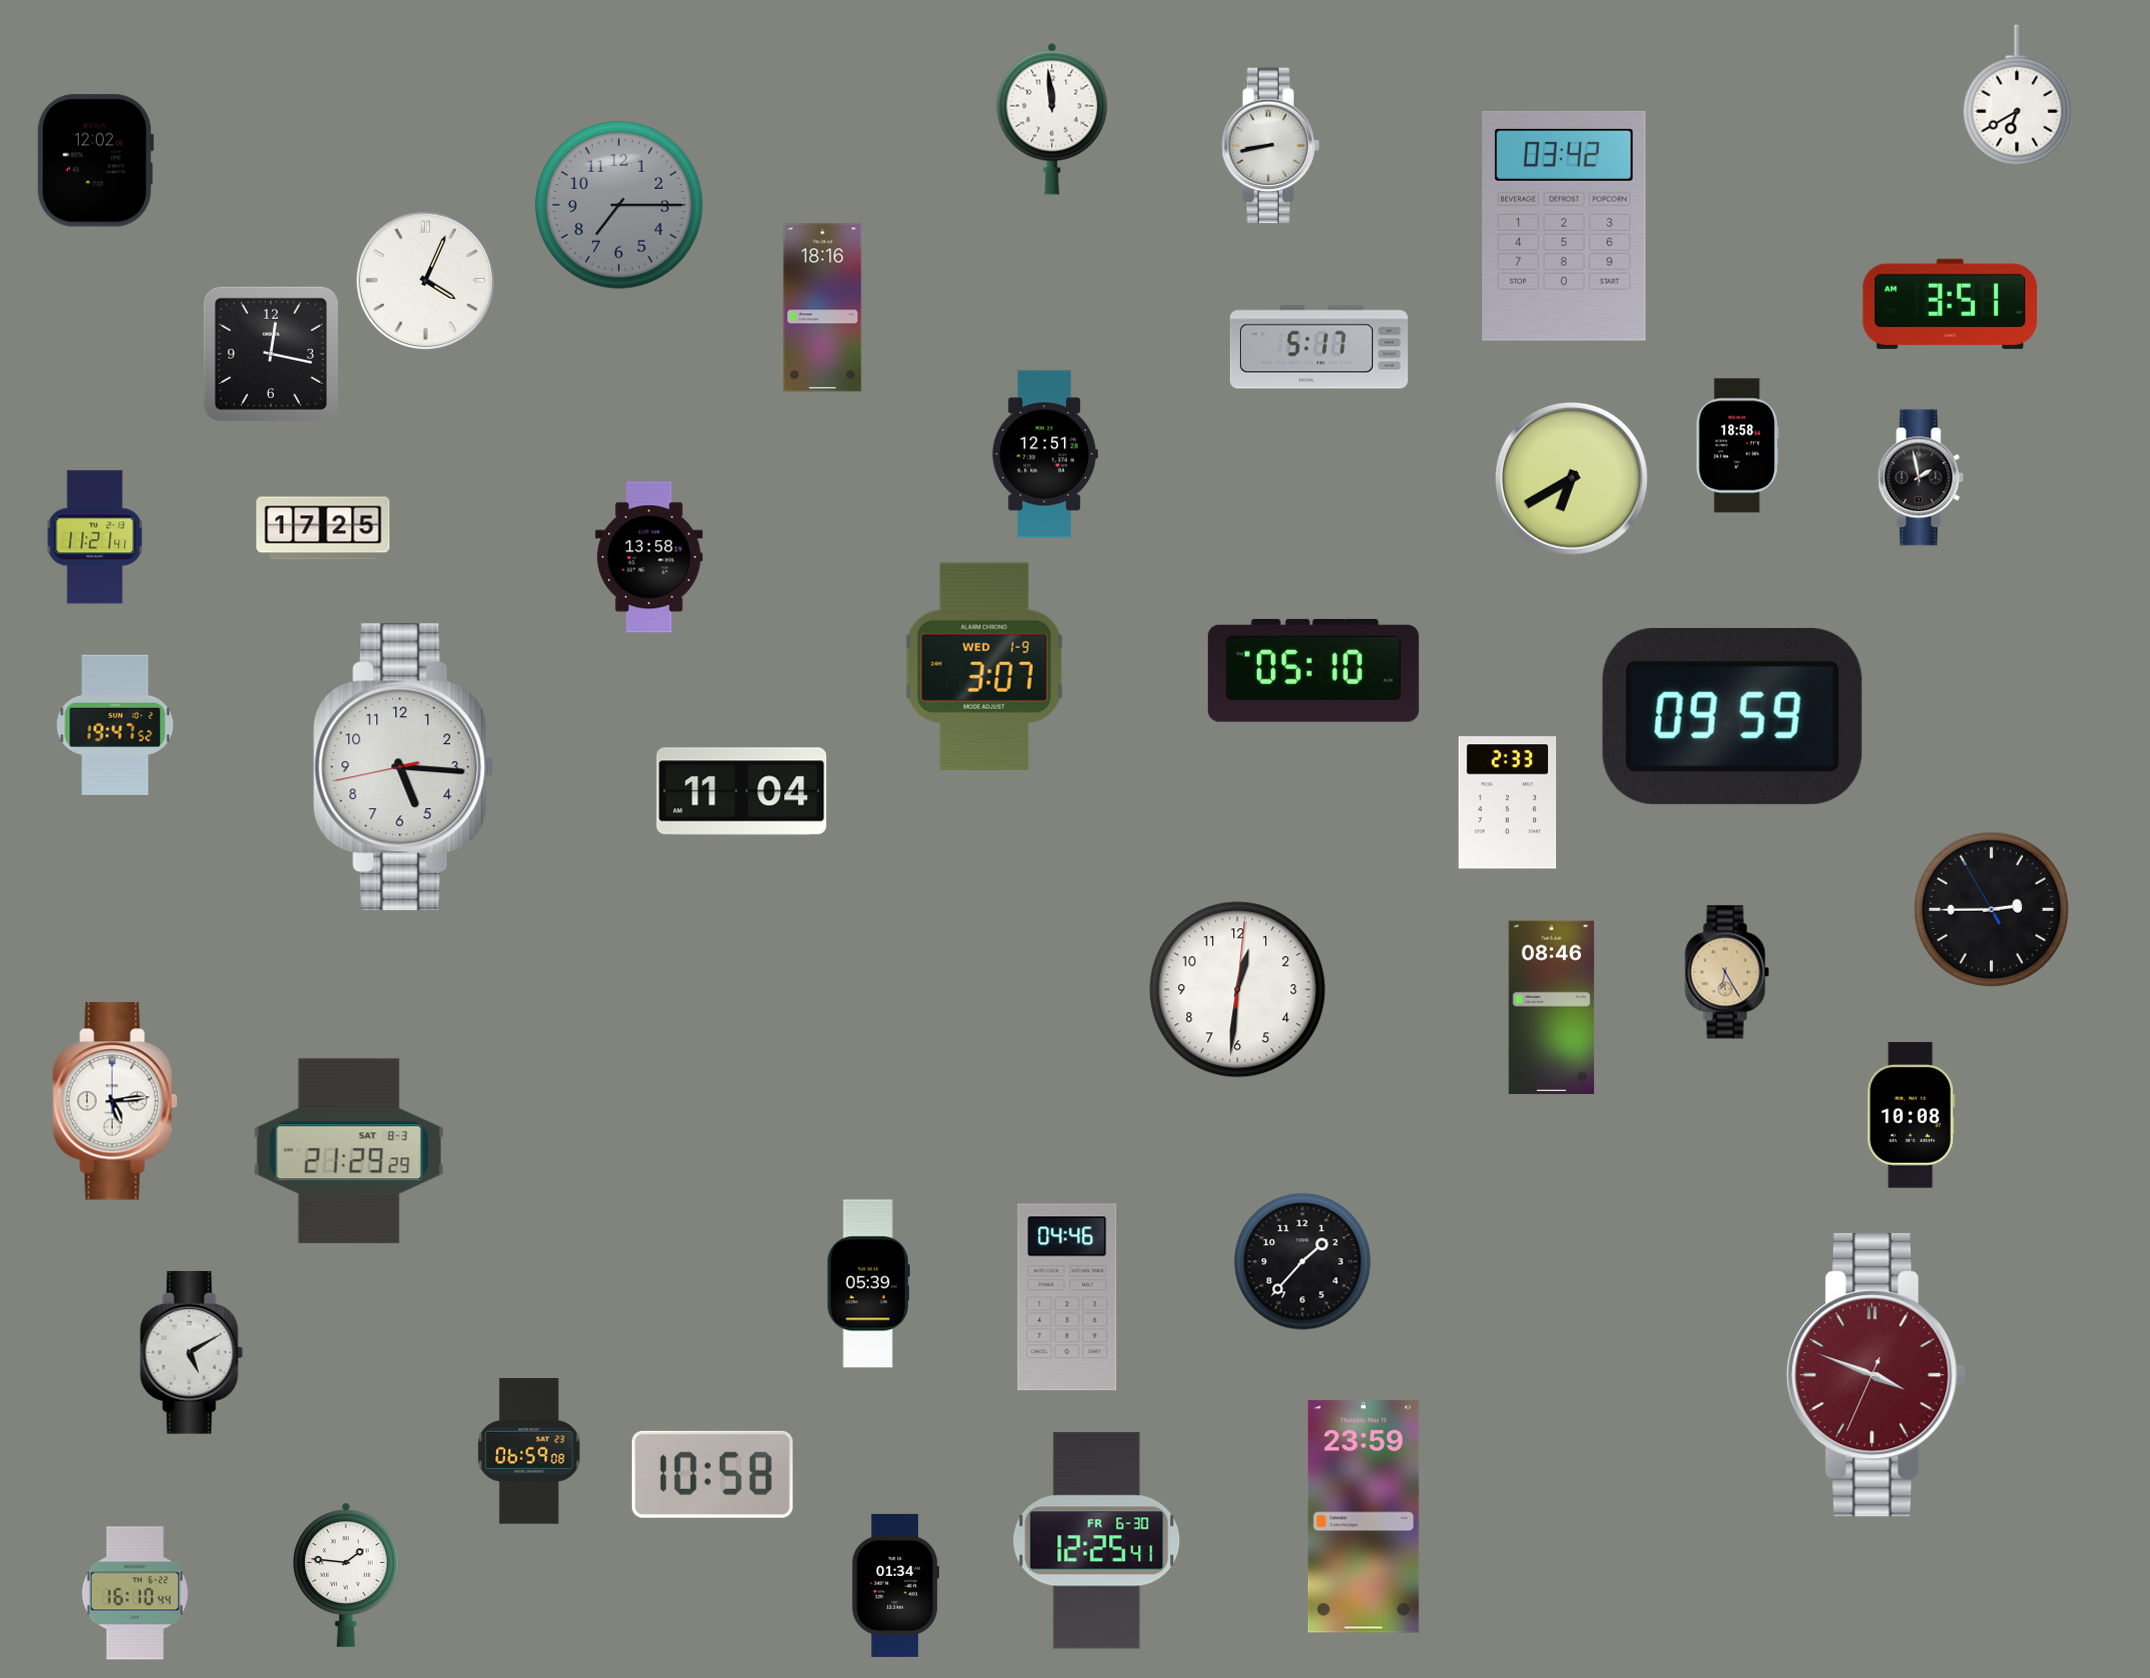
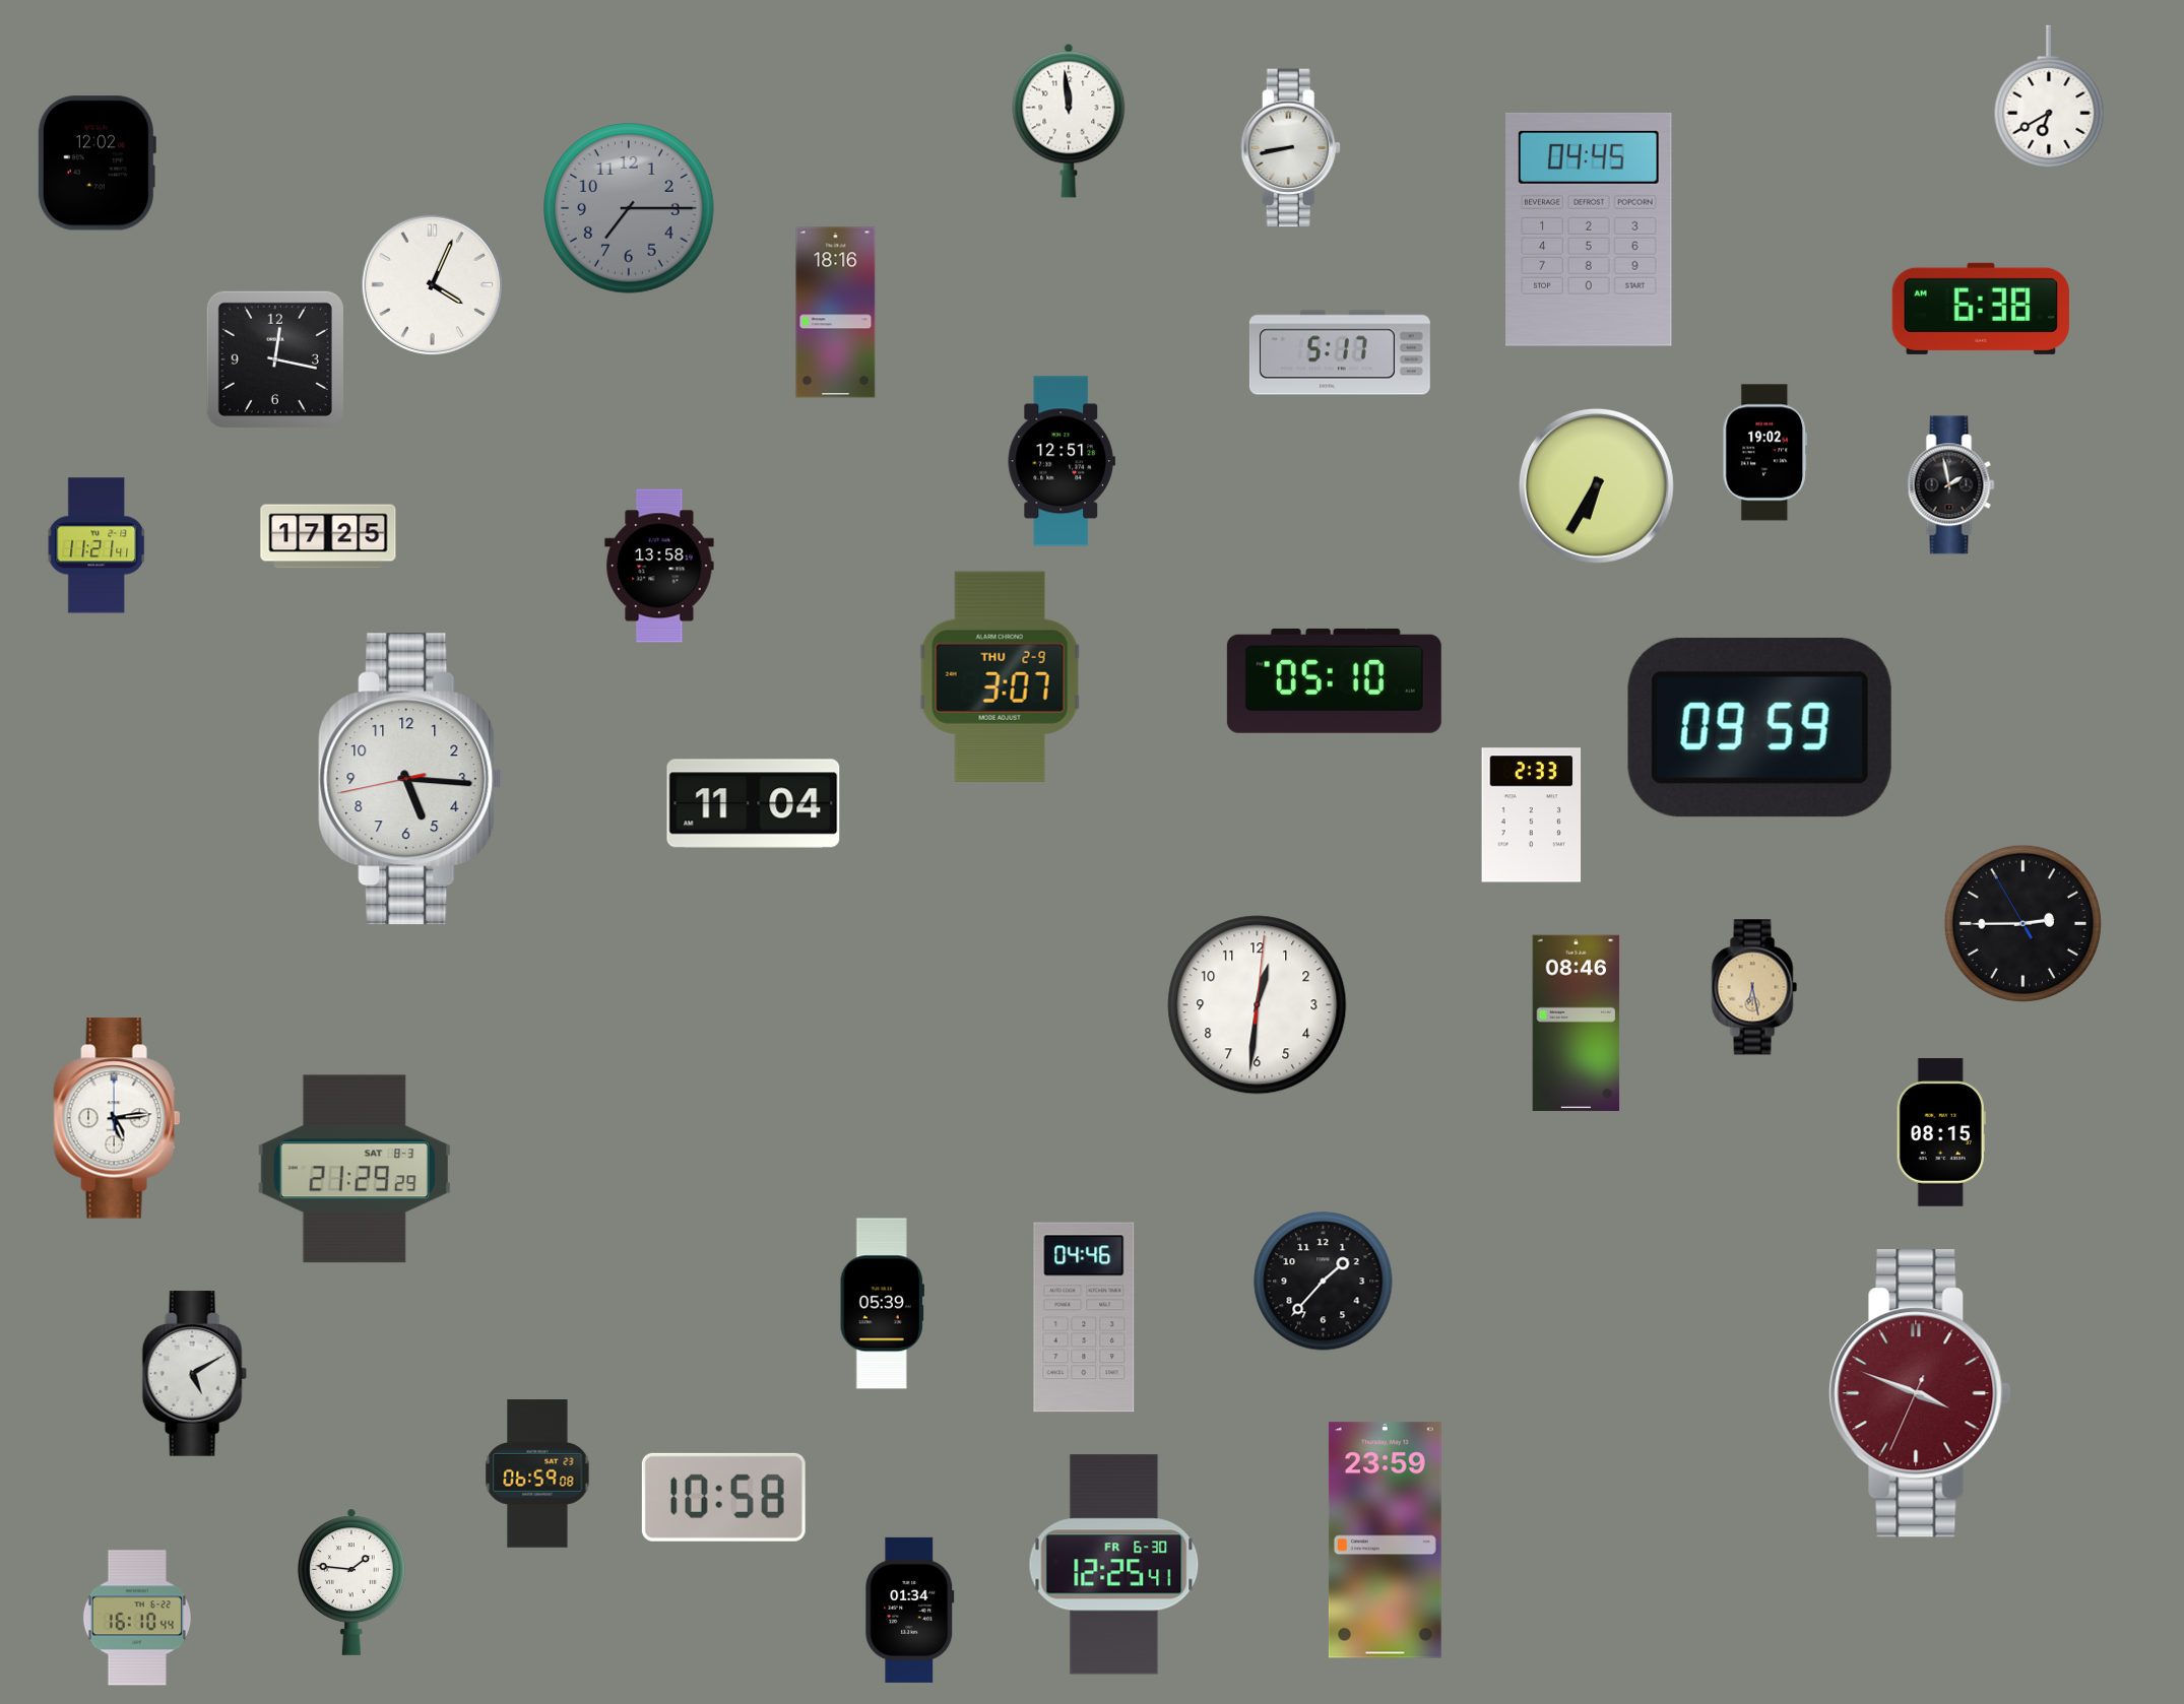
clock at (1565, 226): 03:42 -> 04:45
clock at (1950, 304): 3:51 -> 6:38
clock at (1737, 446): 18:58 -> 19:02
clock at (1571, 478): 6:40 -> 6:35
clock at (984, 666) date: WED 1-9 -> THU 2-9
clock at (115, 724): 19:47 -> none
clock at (1727, 972): 6:25 -> 6:28
clock at (1911, 1115): 10:08 -> 08:15
clock at (1876, 1375) position: (1876, 1375) -> (1920, 1393)
clock at (347, 1575) position: (347, 1575) -> (352, 1582)
